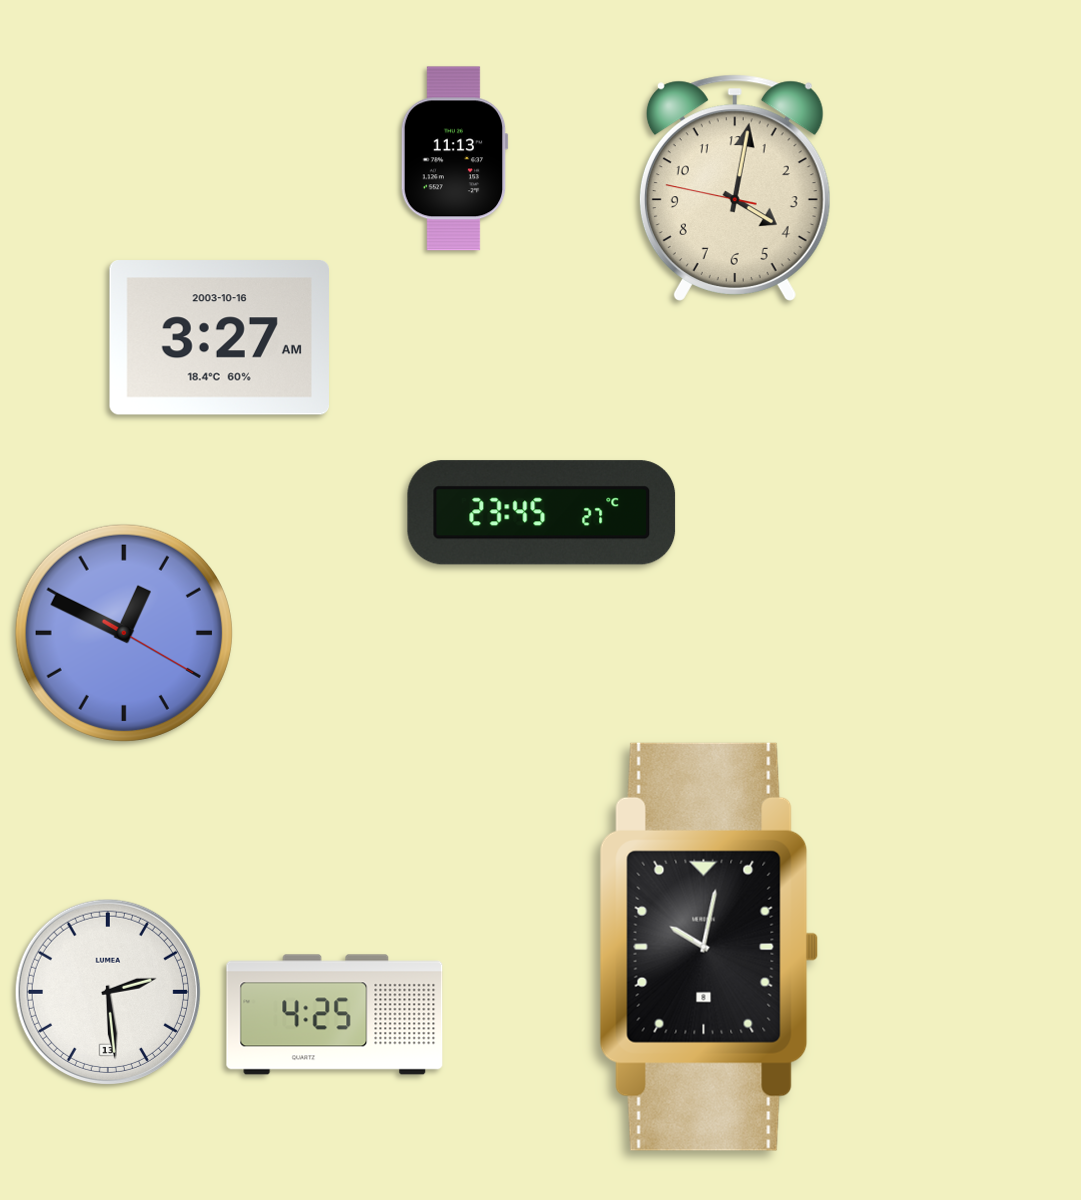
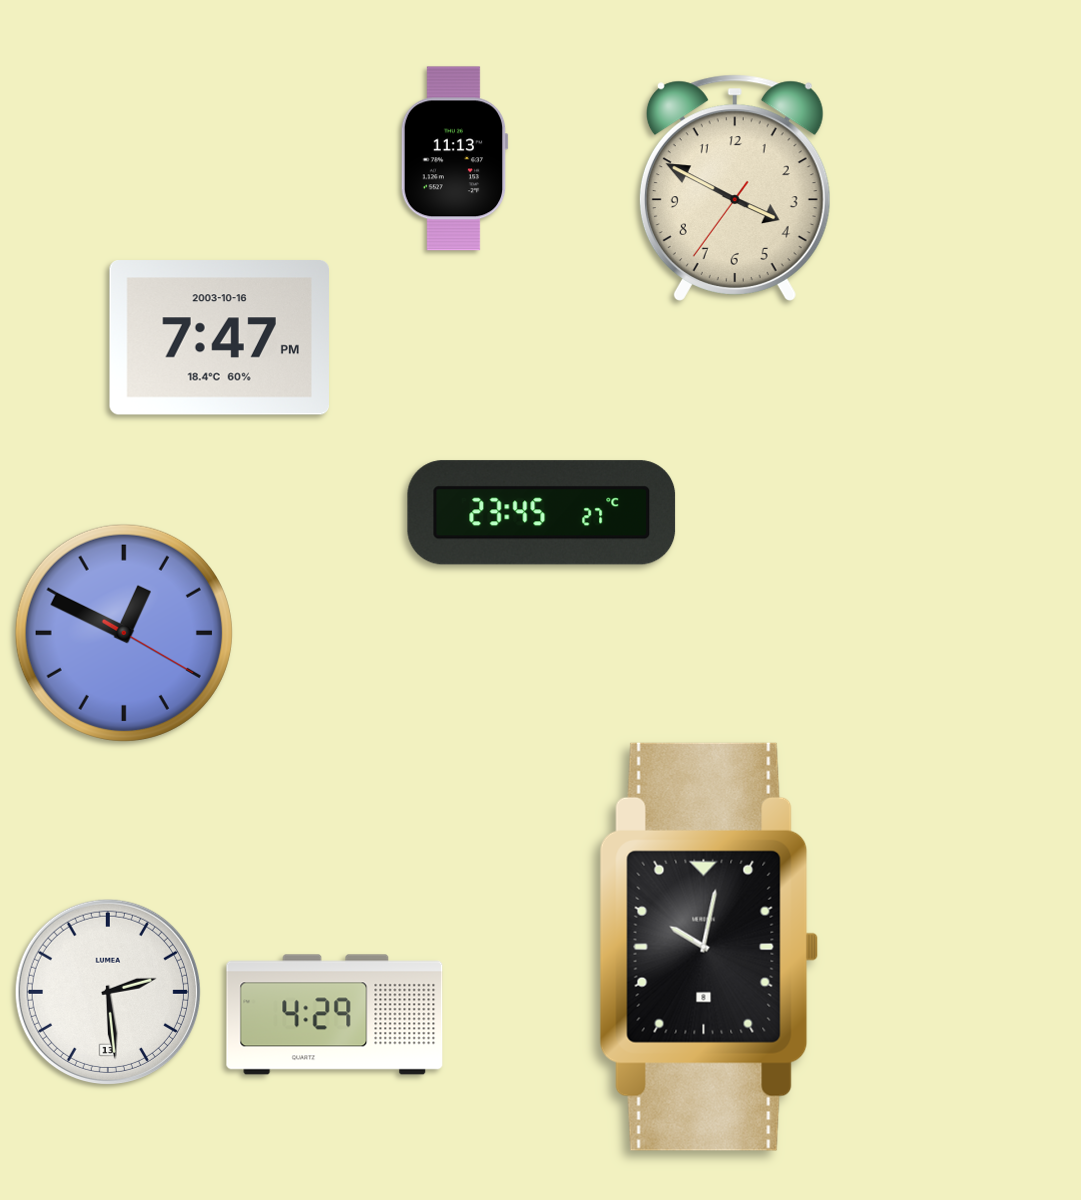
clock at (735, 188): 4:01 -> 3:49
clock at (219, 338): 3:27 -> 7:47
clock at (335, 1015): 4:25 -> 4:29
